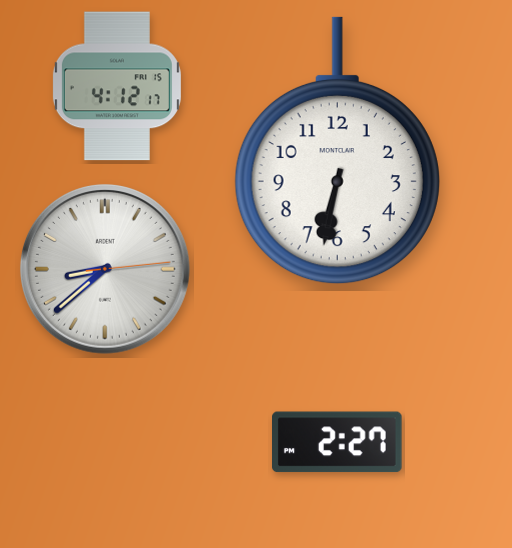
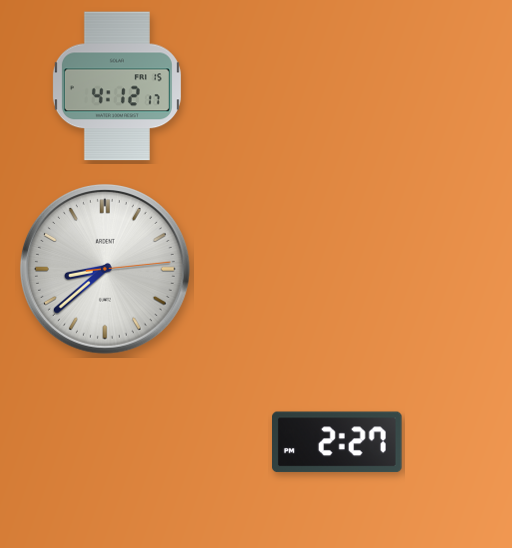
clock at (337, 151): 6:32 -> none
